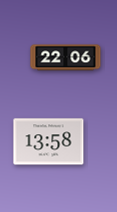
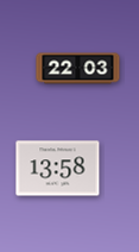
clock at (66, 58): 22:06 -> 22:03
